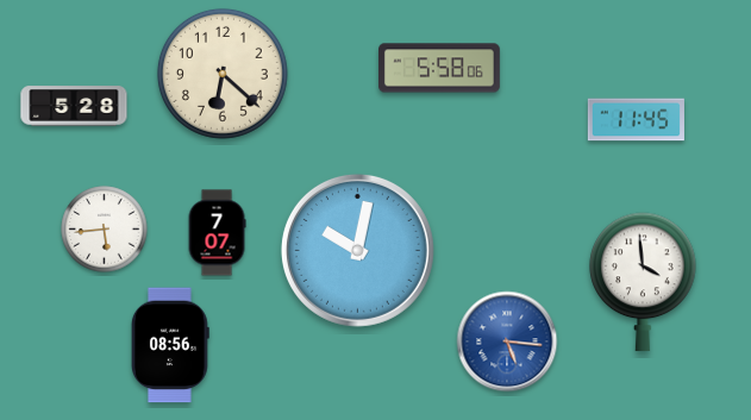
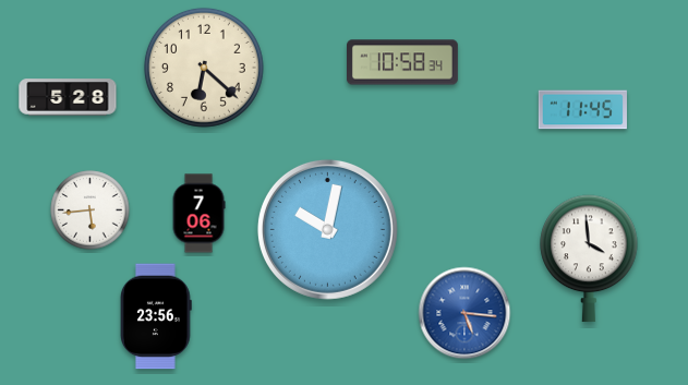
clock at (440, 68): 5:58 -> 10:58
clock at (105, 230) position: (105, 230) -> (90, 210)
clock at (217, 233): 7:07 -> 7:06
clock at (170, 345): 08:56 -> 23:56
